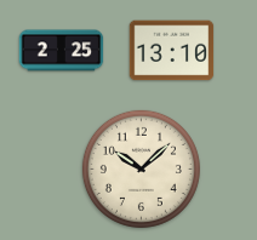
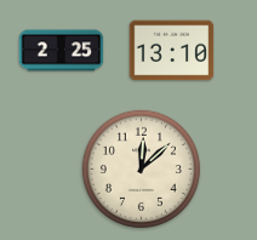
clock at (141, 168): 10:08 -> 12:08
